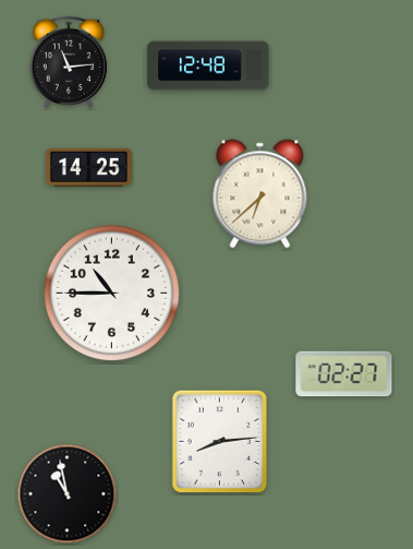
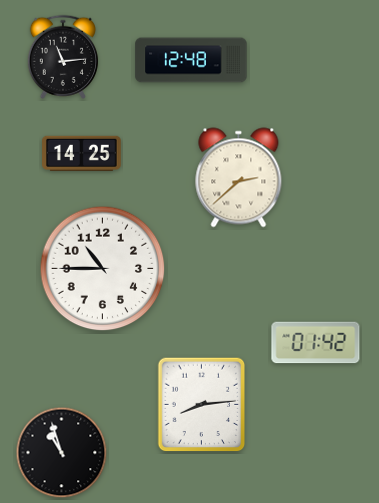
clock at (260, 194): 6:38 -> 2:38
clock at (344, 374): 02:27 -> 01:42
clock at (68, 494): 10:58 -> 10:57
